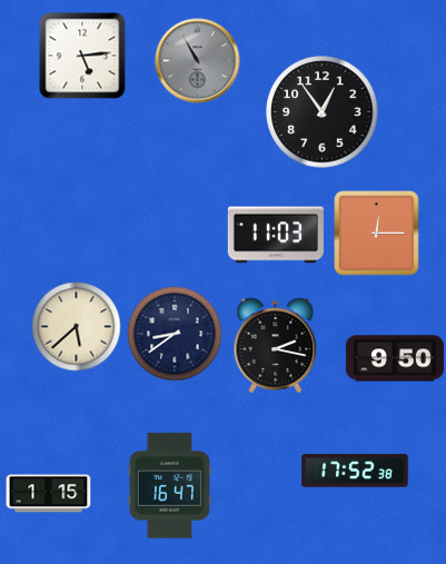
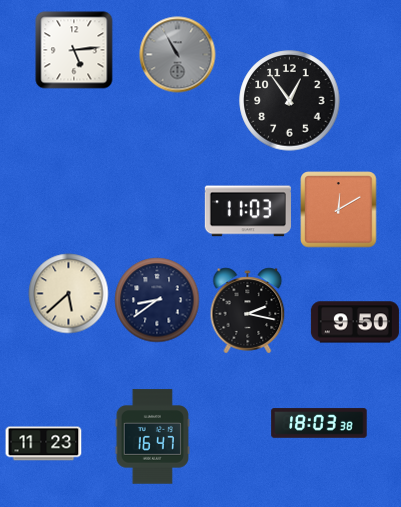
clock at (377, 234): 12:15 -> 12:10
clock at (355, 471): 17:52 -> 18:03
clock at (49, 494): 1:15 -> 11:23
